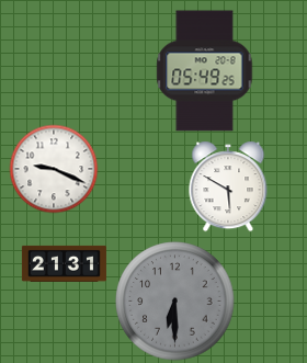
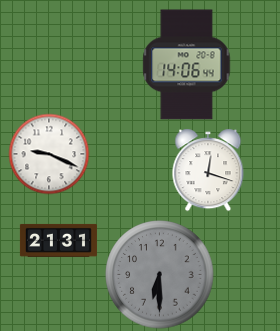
clock at (205, 71): 05:49 -> 14:06
clock at (228, 186): 5:50 -> 12:18
